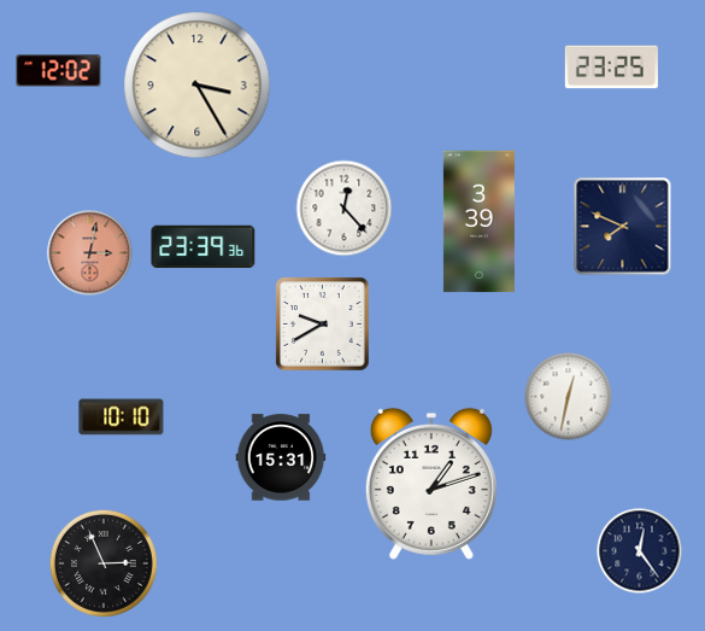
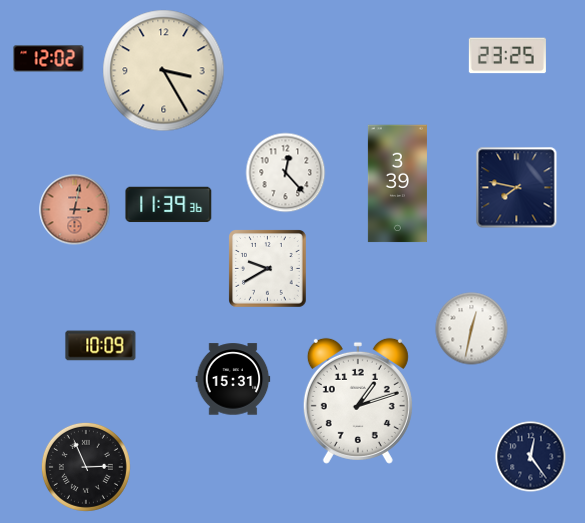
clock at (623, 227): 7:49 -> 7:47
clock at (204, 247): 23:39 -> 11:39
clock at (122, 417): 10:10 -> 10:09
